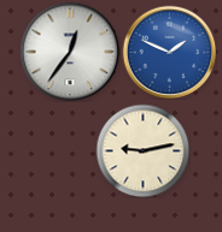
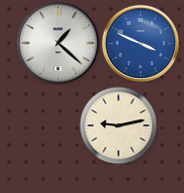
clock at (70, 52): 12:36 -> 1:22
clock at (169, 52): 1:49 -> 3:49
